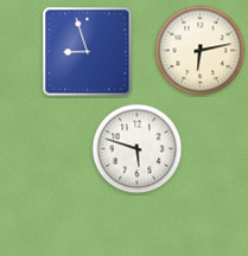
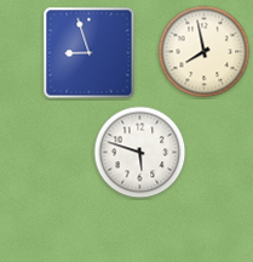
clock at (201, 51): 6:13 -> 7:58
